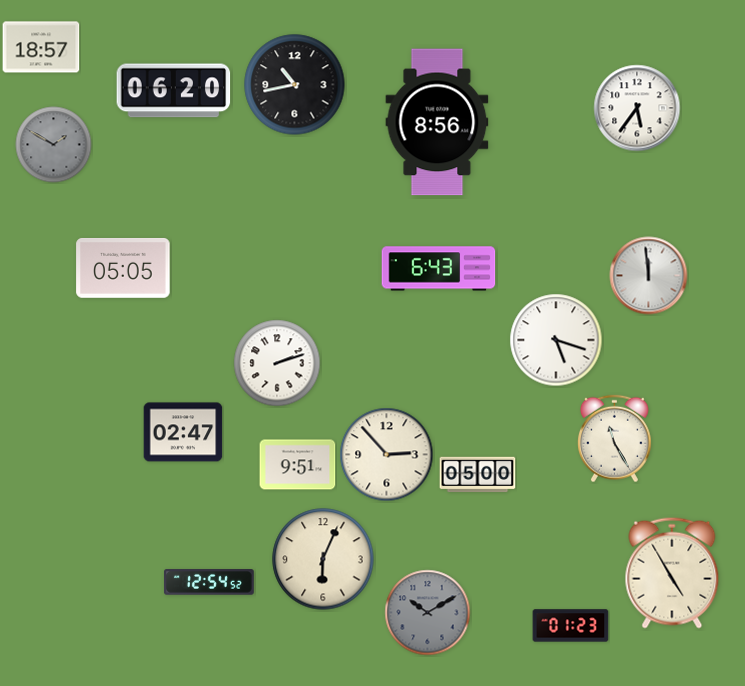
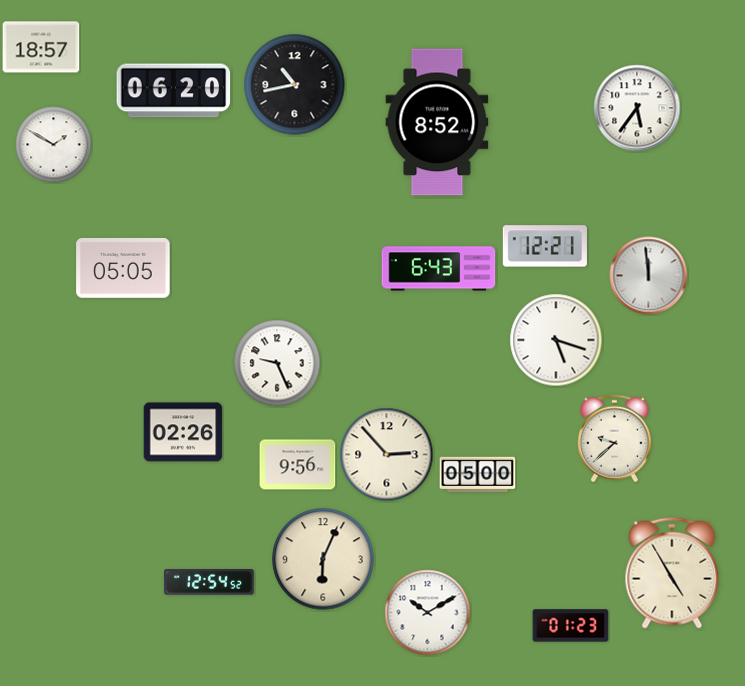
clock at (437, 122): 8:56 -> 8:52
clock at (54, 145) dial: grey -> white
clock at (545, 246): none -> 12:21
clock at (277, 363): 2:12 -> 9:26
clock at (183, 432): 02:47 -> 02:26
clock at (614, 439): 11:25 -> 9:38
clock at (298, 465): 9:51 -> 9:56
clock at (428, 613) dial: grey -> white
